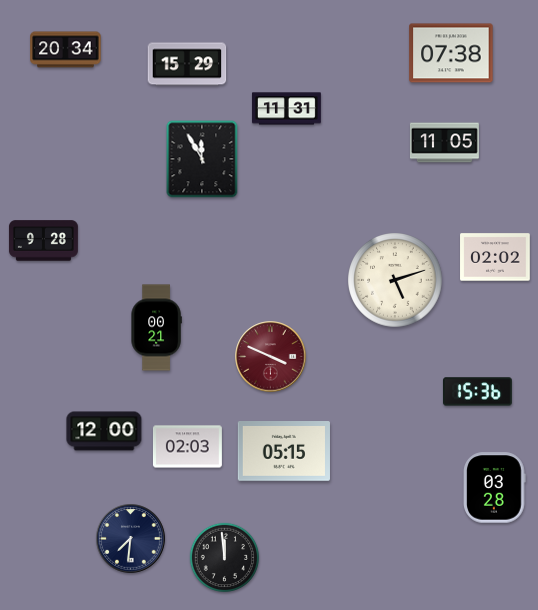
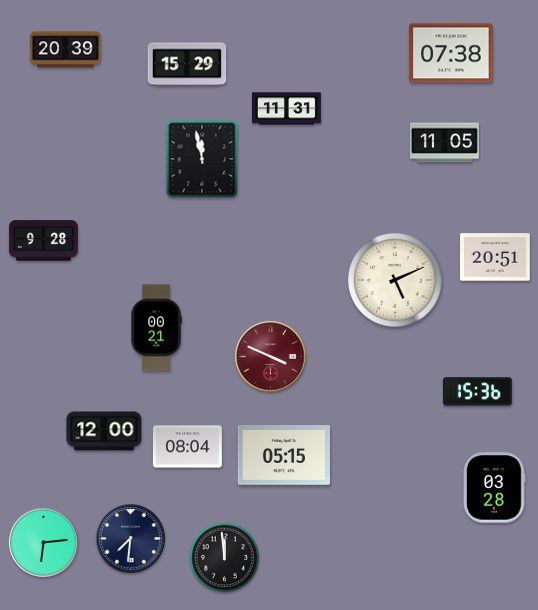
clock at (66, 50): 20:34 -> 20:39
clock at (202, 159): 11:55 -> 11:58
clock at (495, 257): 02:02 -> 20:51
clock at (395, 280): 5:12 -> 5:11
clock at (187, 447): 02:03 -> 08:04
clock at (284, 452) position: (284, 452) -> (284, 456)
clock at (44, 543): none -> 6:14
